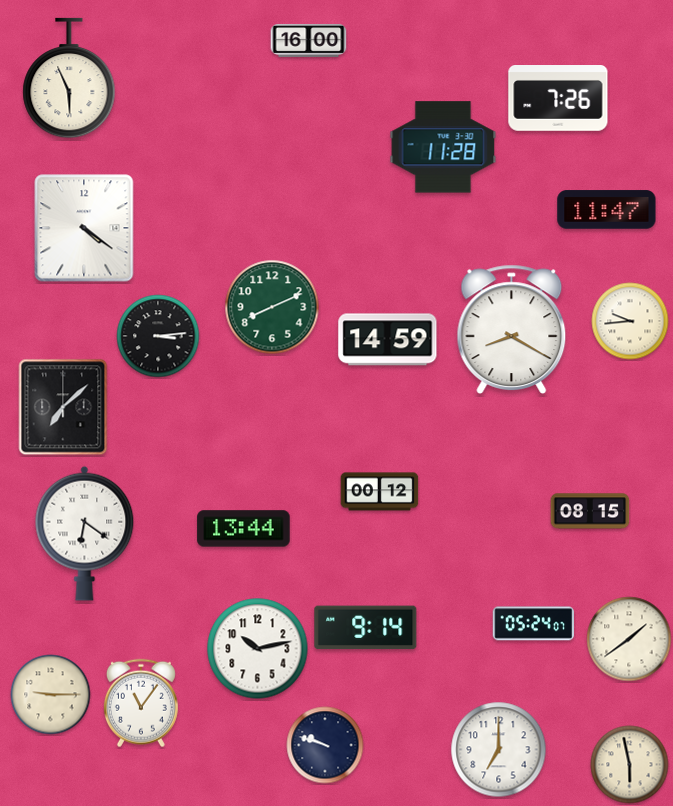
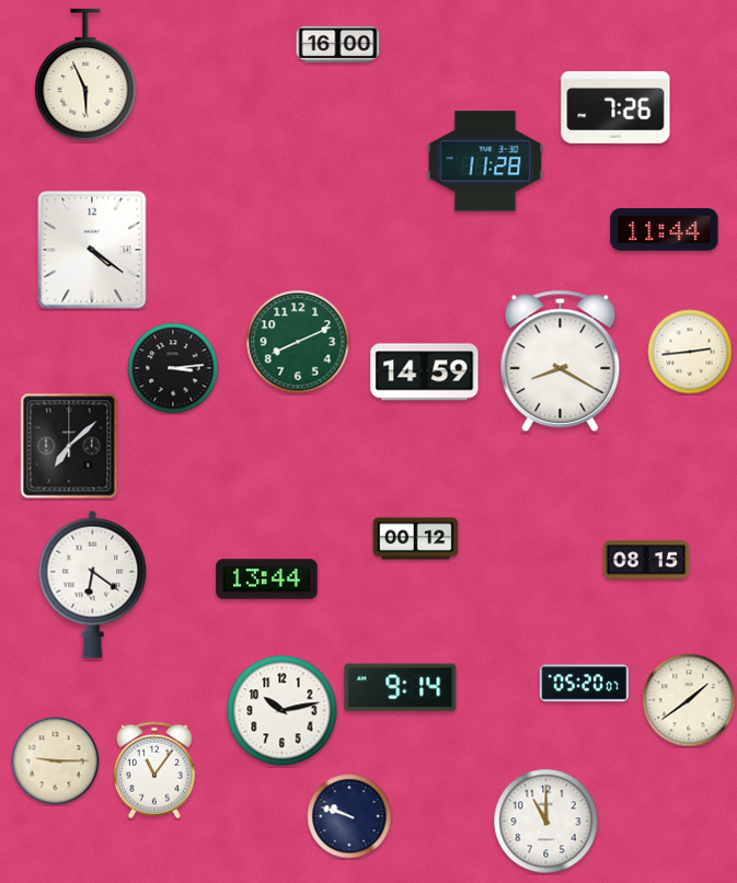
clock at (69, 78) position: (69, 78) -> (85, 74)
clock at (558, 99) position: (558, 99) -> (615, 108)
clock at (607, 210): 11:47 -> 11:44
clock at (272, 307) position: (272, 307) -> (298, 342)
clock at (630, 321): 9:44 -> 2:44
clock at (533, 624): 05:24 -> 05:20
clock at (325, 745) position: (325, 745) -> (349, 816)
clock at (499, 750): 7:00 -> 11:00
clock at (630, 765): 5:58 -> none
